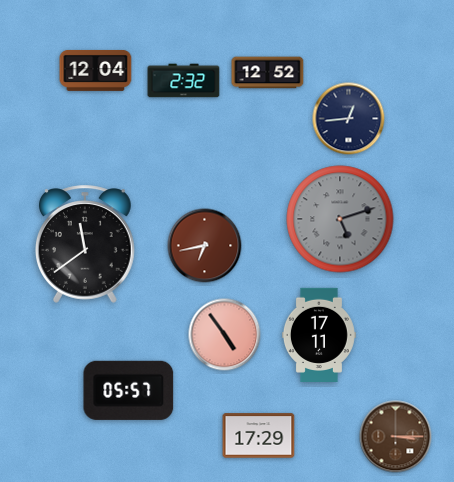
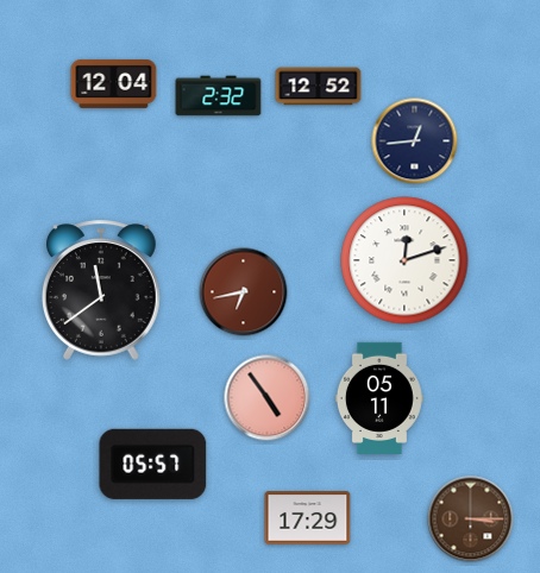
clock at (340, 219): 5:12 -> 12:12
clock at (340, 219) dial: grey -> white
clock at (319, 334): 17:11 -> 05:11
